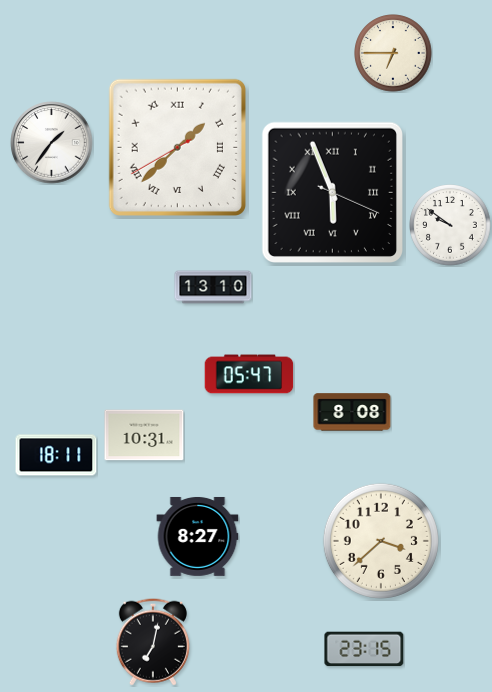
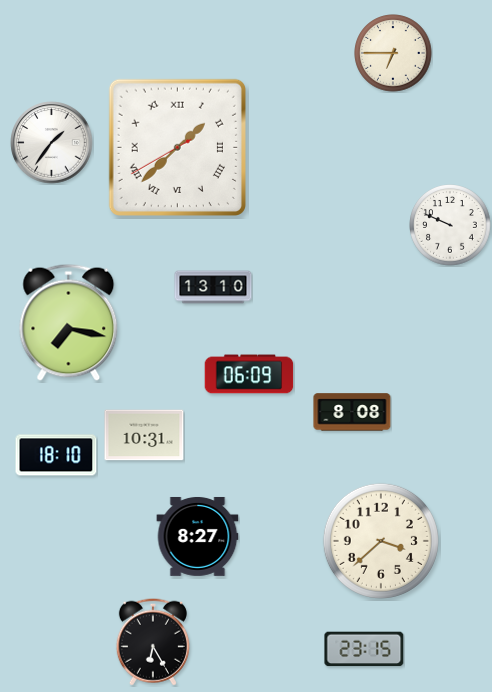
clock at (332, 192): 5:56 -> none
clock at (450, 225): 9:51 -> 9:49
clock at (69, 322): none -> 7:17
clock at (249, 374): 05:47 -> 06:09
clock at (56, 455): 18:11 -> 18:10
clock at (153, 642): 7:02 -> 6:25
